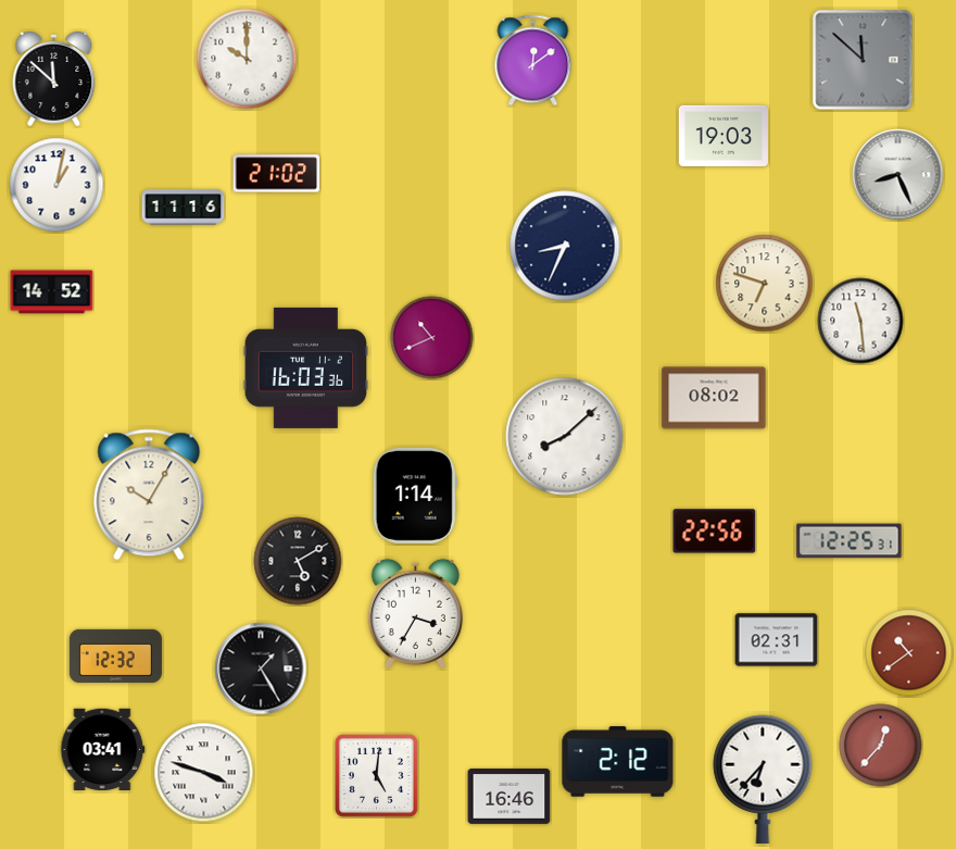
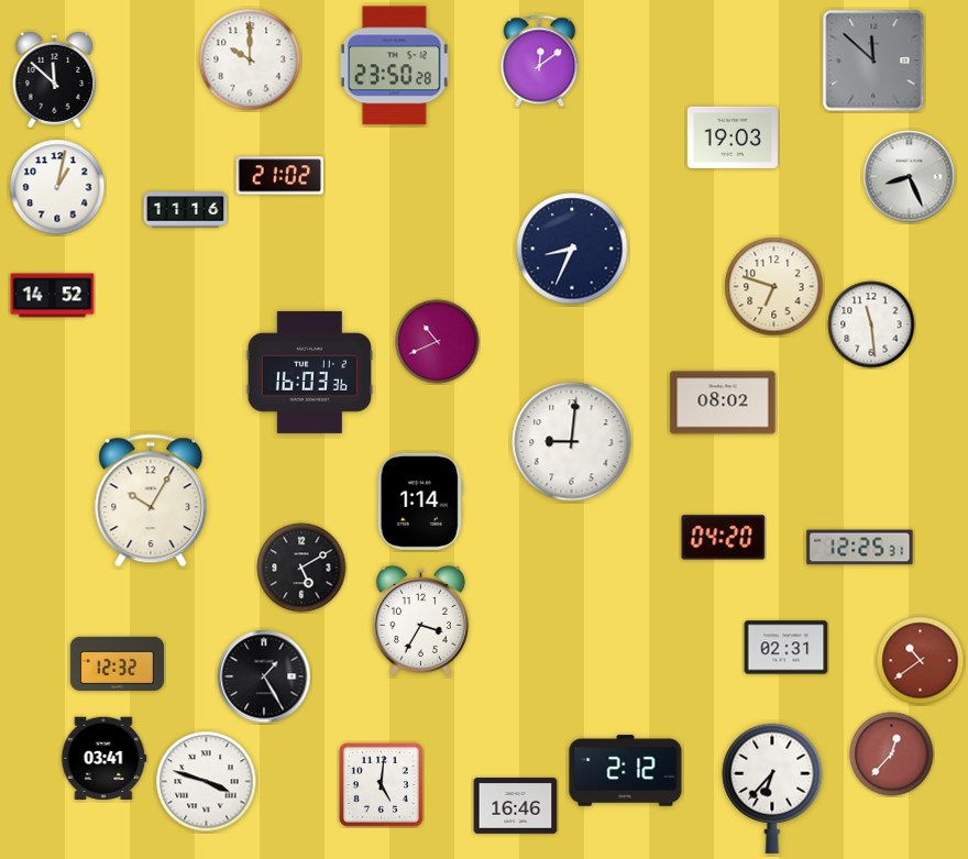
clock at (395, 66): none -> 23:50
clock at (565, 437): 8:08 -> 9:01
clock at (715, 532): 22:56 -> 04:20
